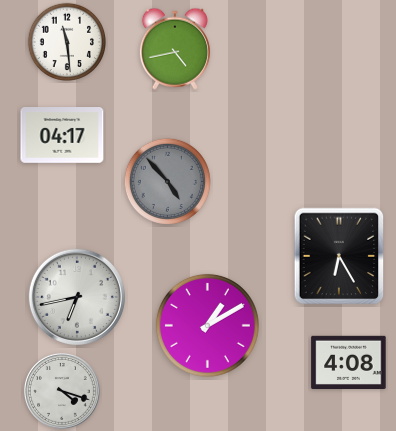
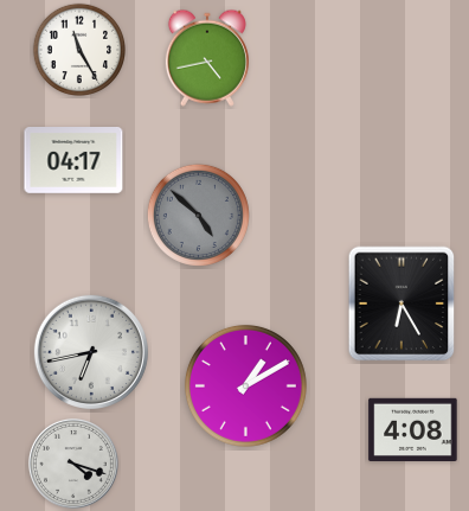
clock at (66, 41): 11:29 -> 11:25
clock at (167, 181): 4:53 -> 4:52
